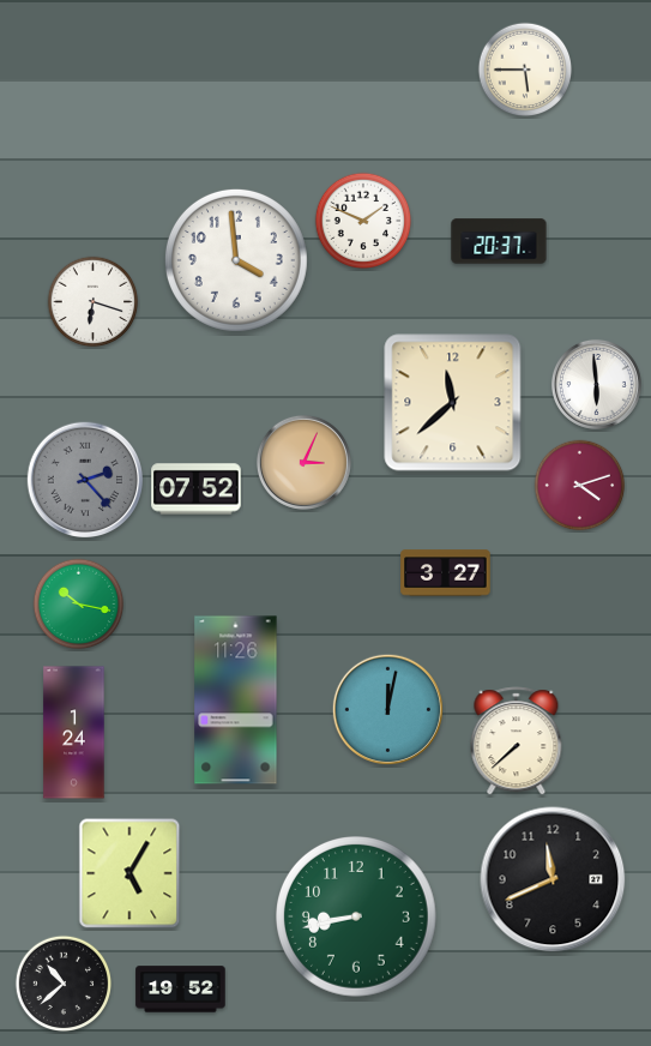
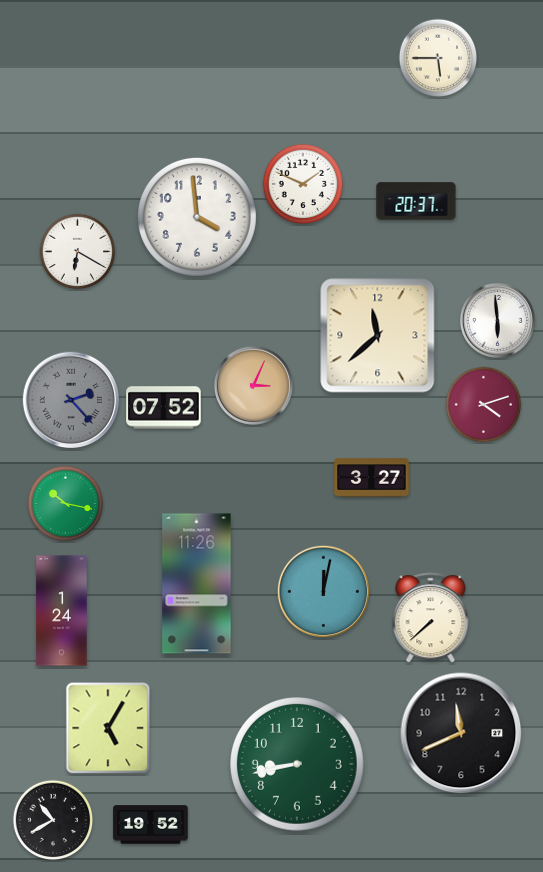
clock at (94, 302): 6:18 -> 6:20
clock at (64, 984): 10:38 -> 10:40
